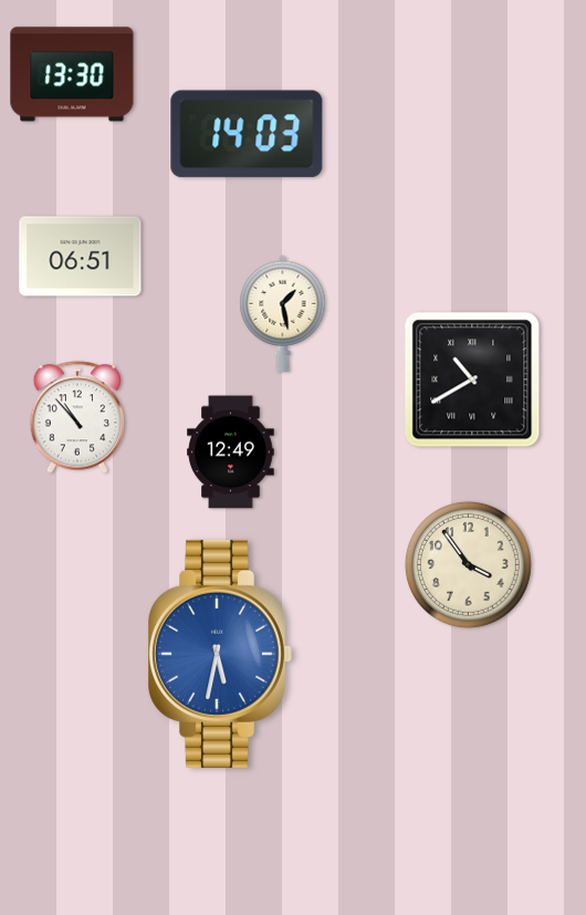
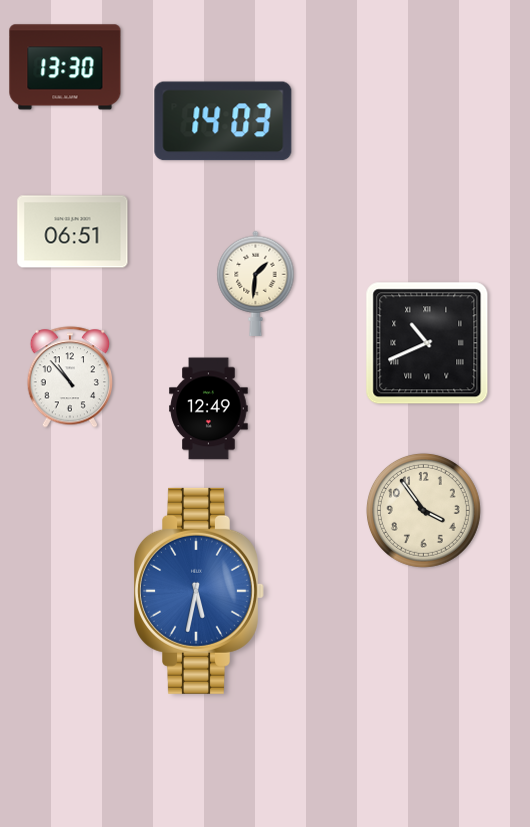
clock at (283, 313): 1:28 -> 1:31
clock at (472, 379): 10:40 -> 10:41
